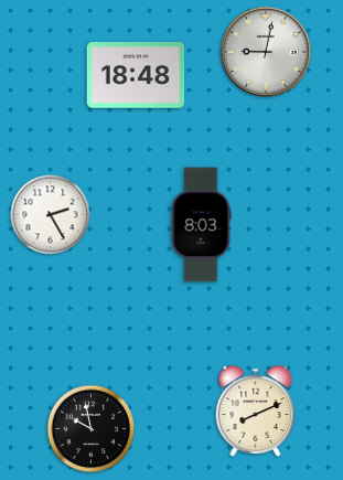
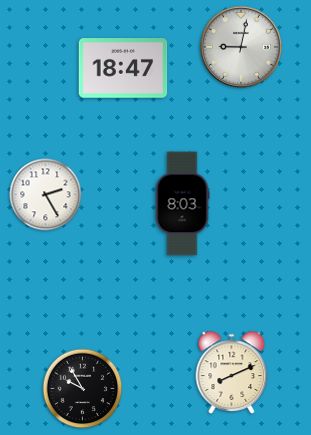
clock at (136, 76): 18:48 -> 18:47
clock at (92, 429): 9:58 -> 9:55
